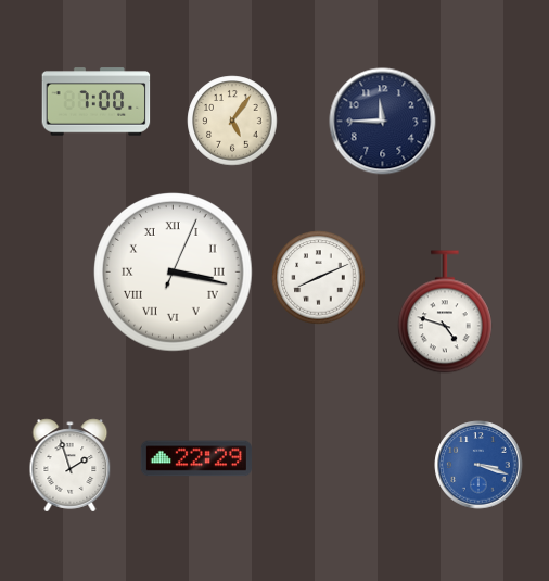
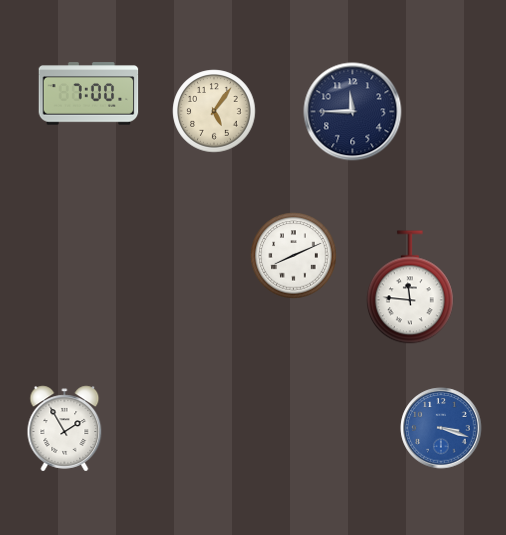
clock at (174, 273): 3:17 -> none
clock at (445, 312): 4:48 -> 11:46
clock at (196, 458): 22:29 -> none
clock at (71, 466): 1:57 -> 1:55
